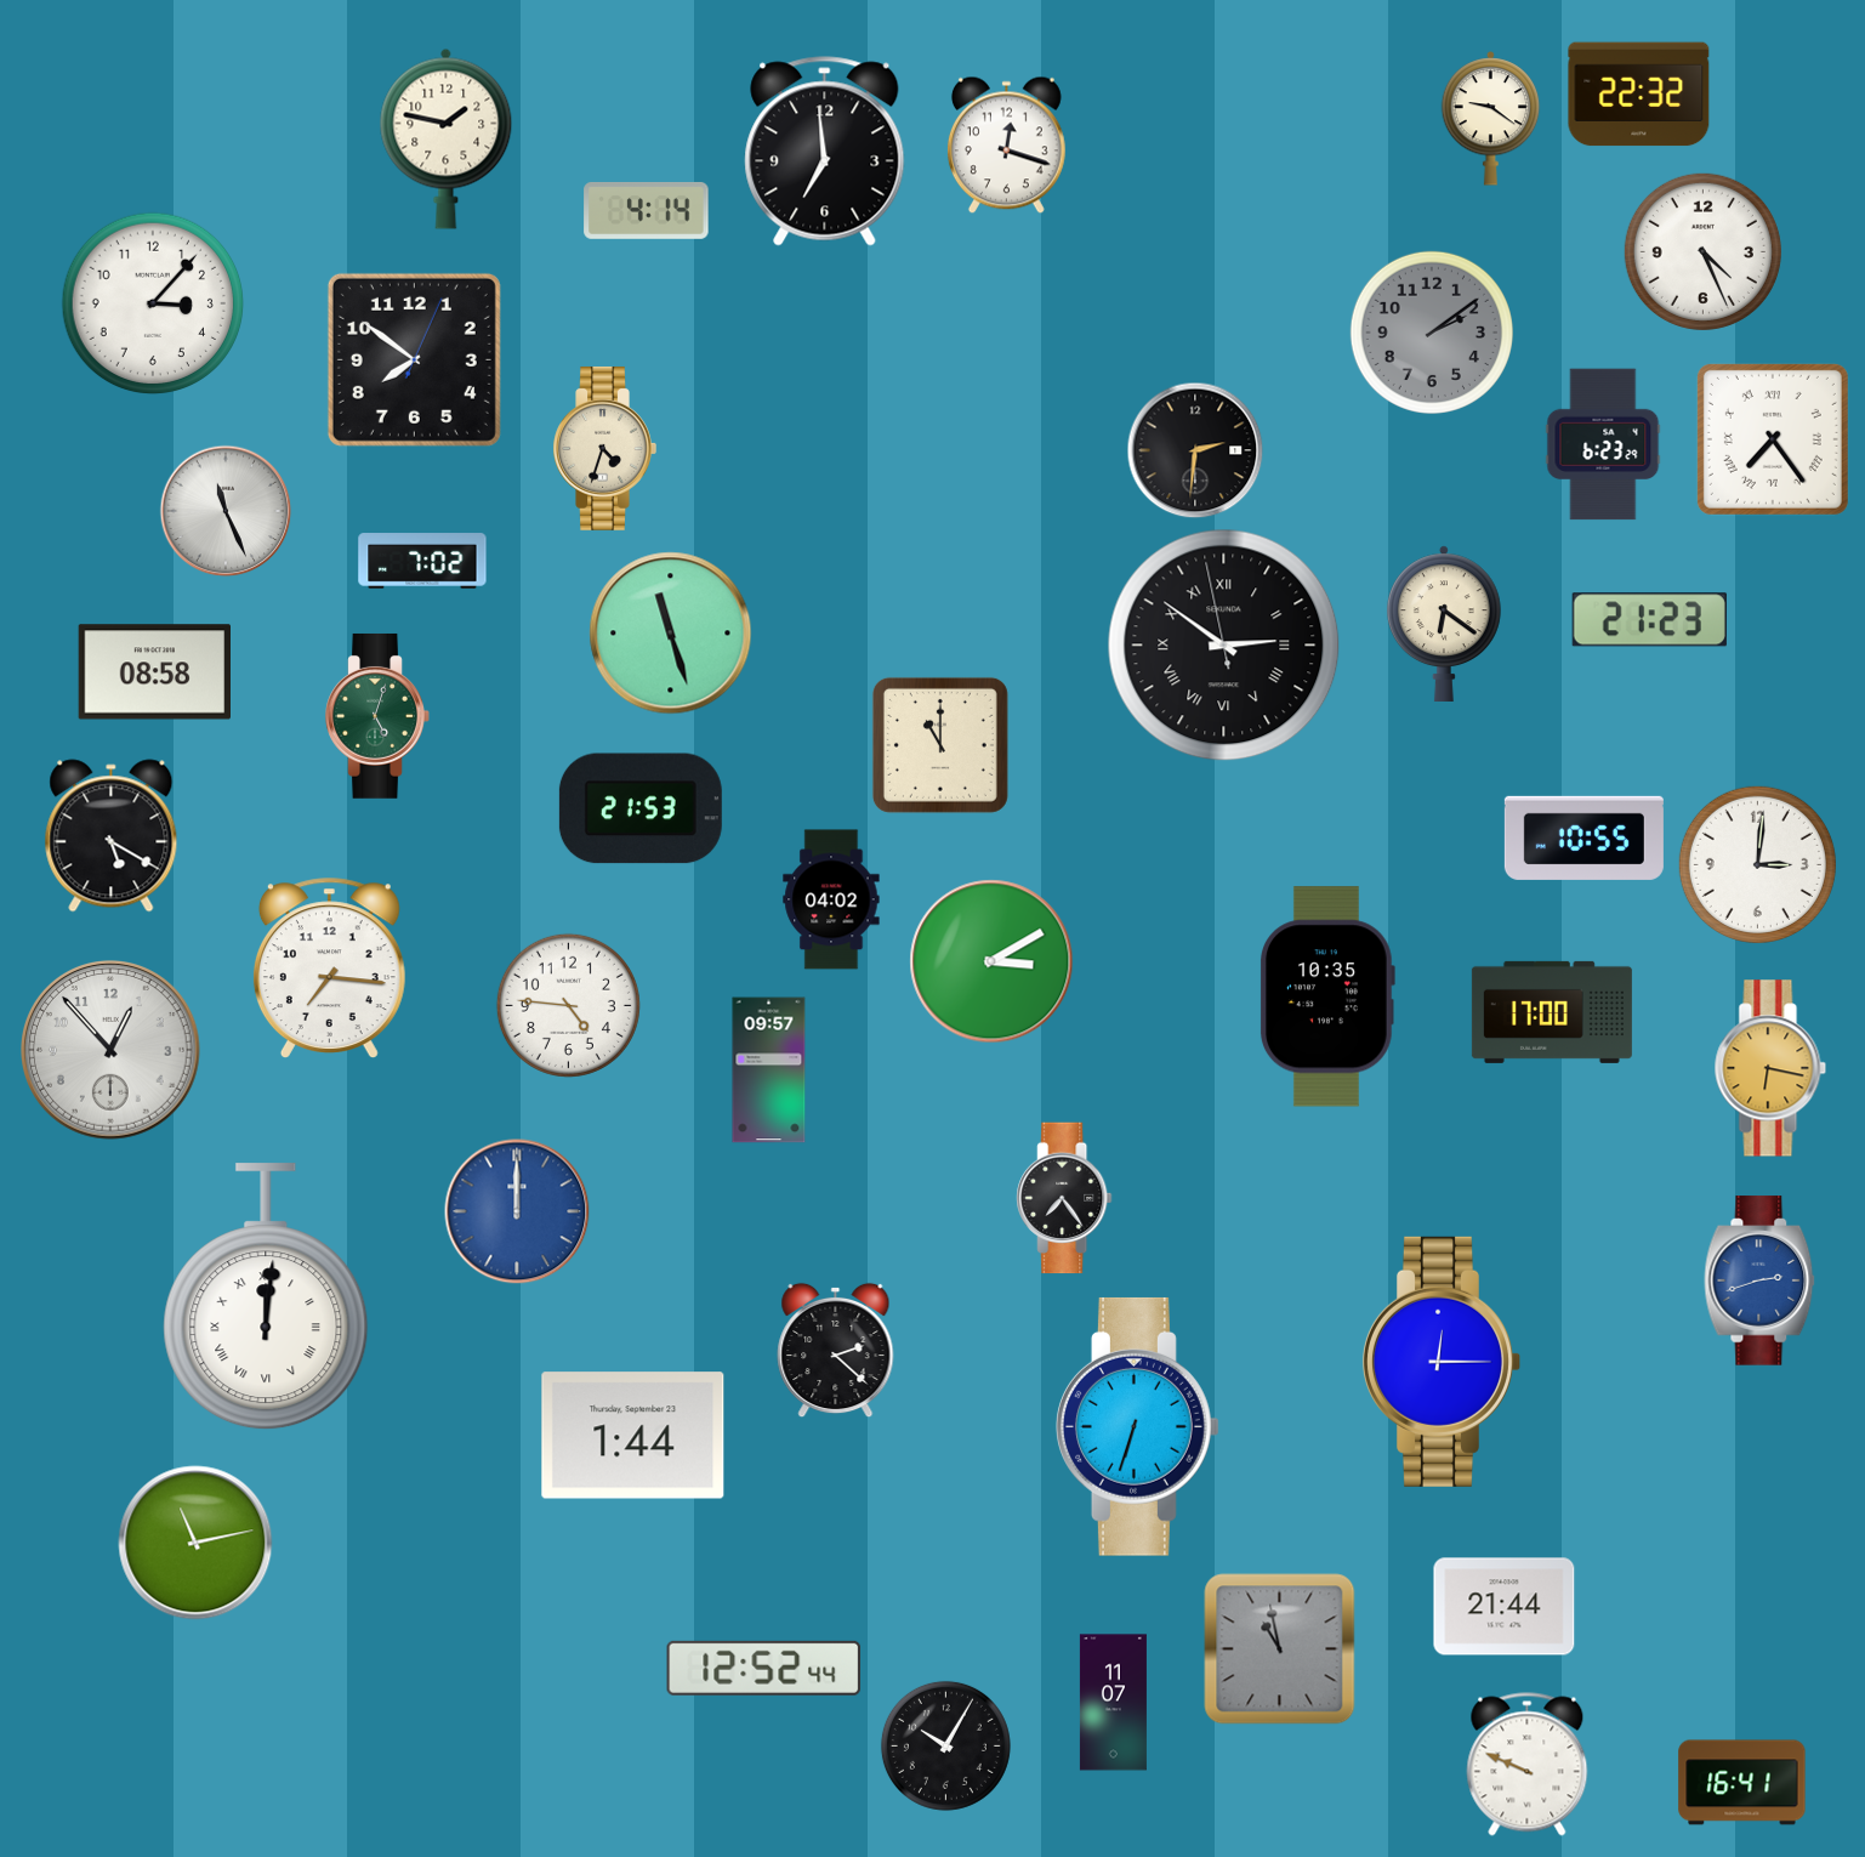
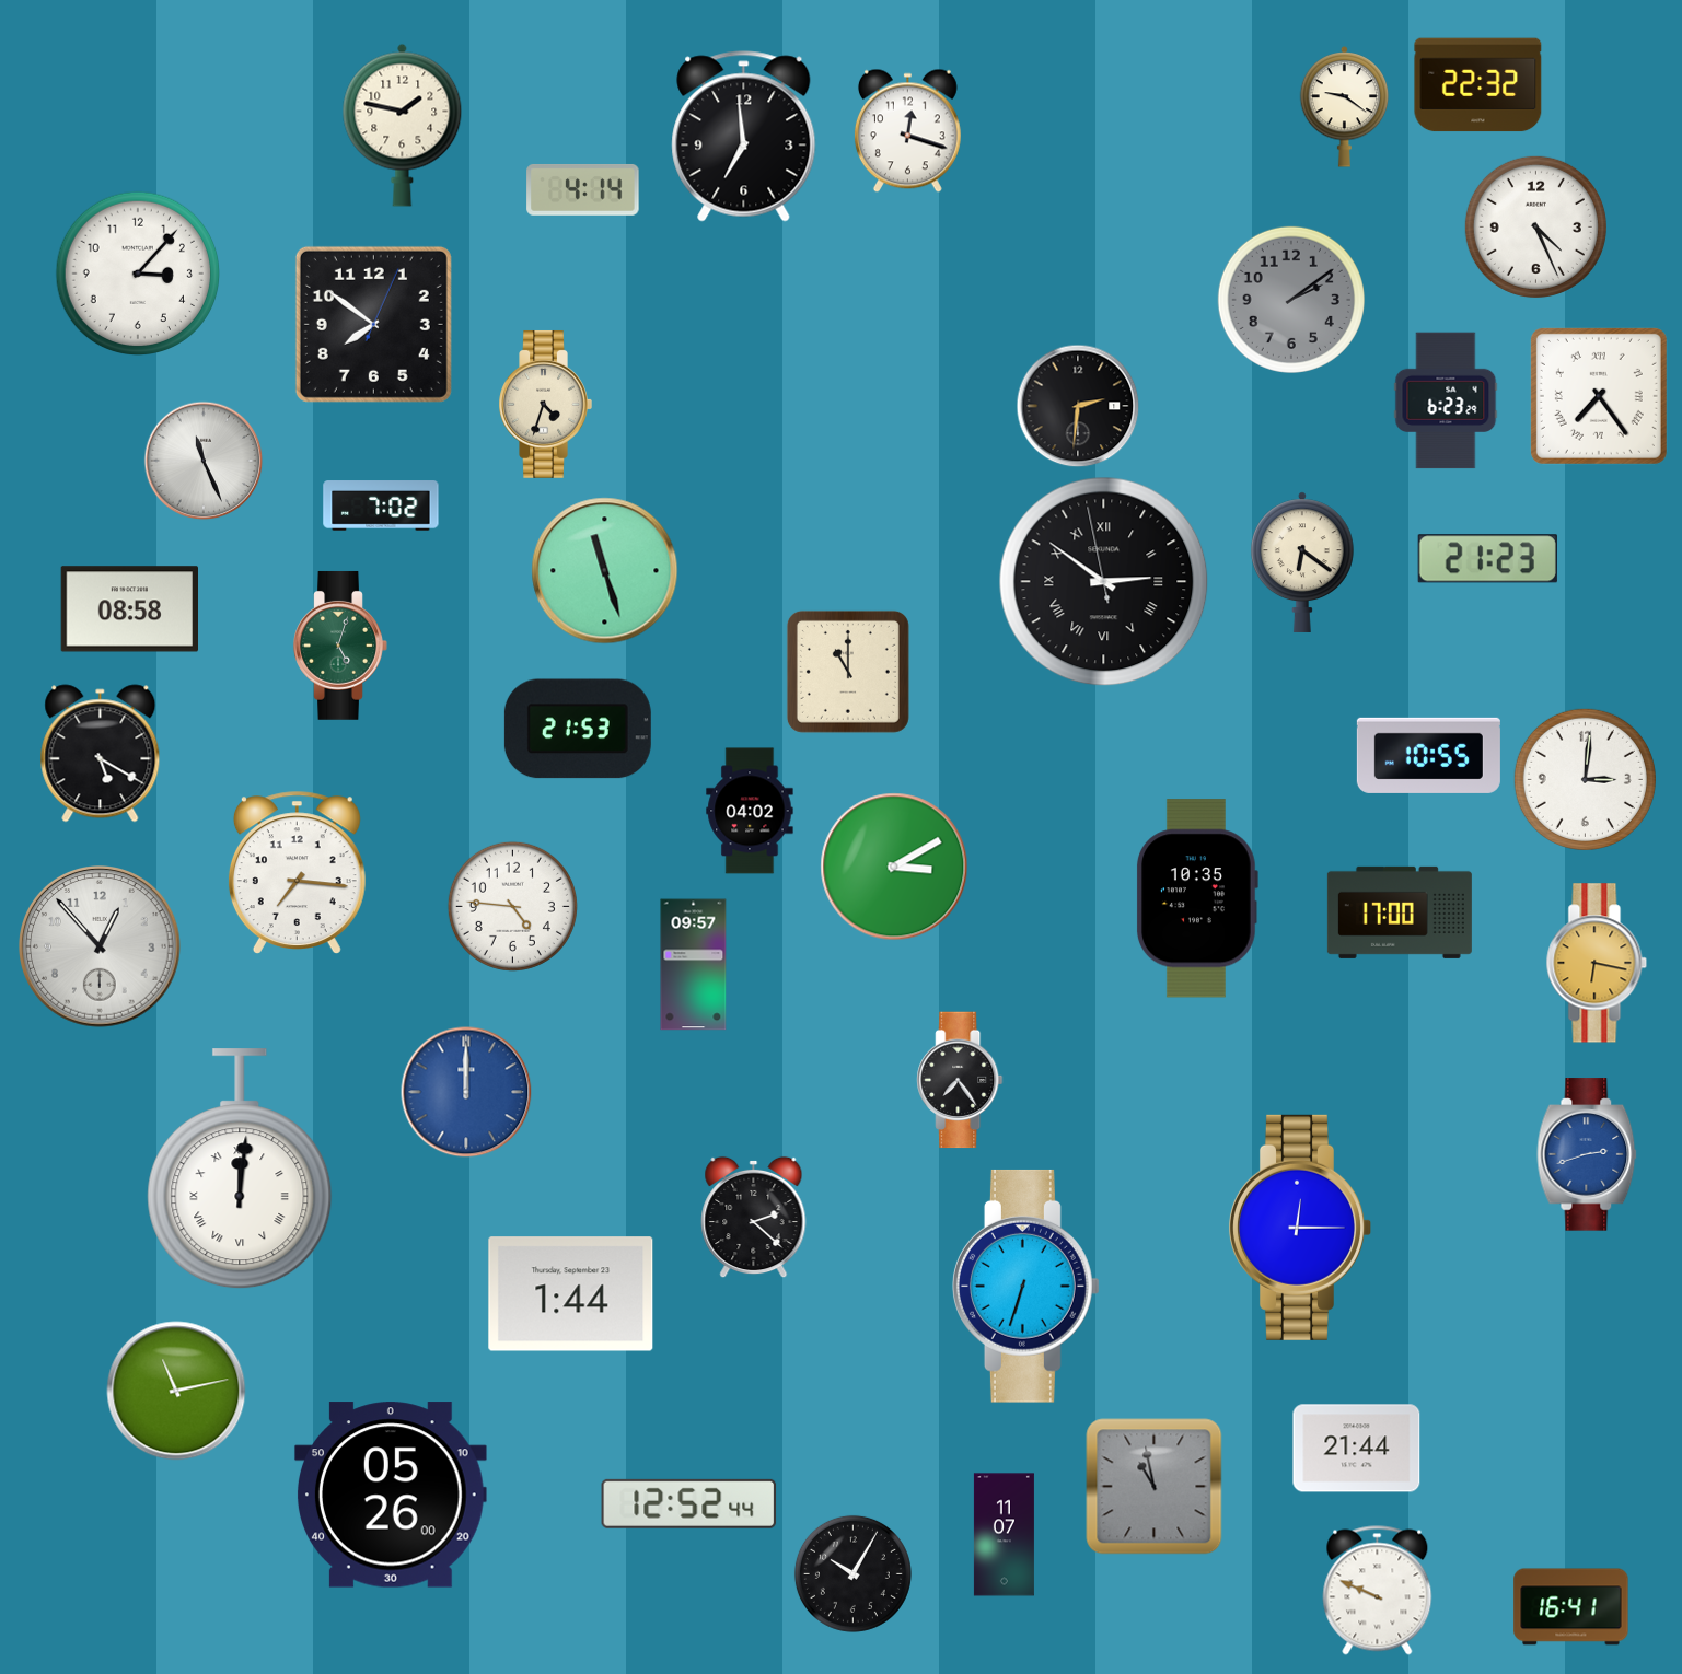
clock at (154, 672) position: (154, 672) -> (129, 609)
clock at (391, 1495): none -> 05:26
